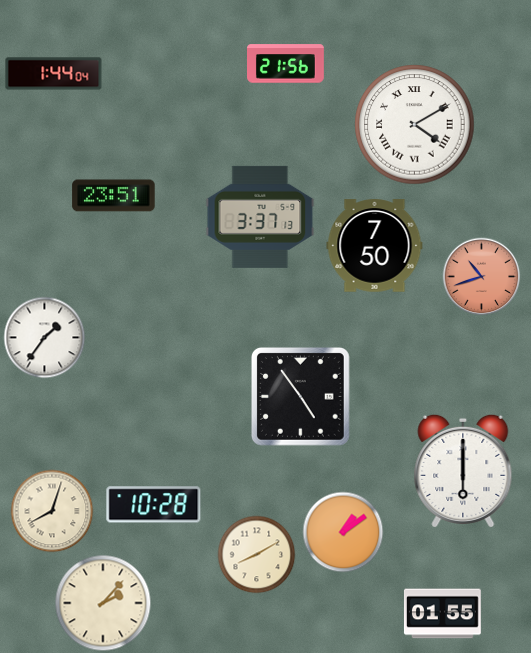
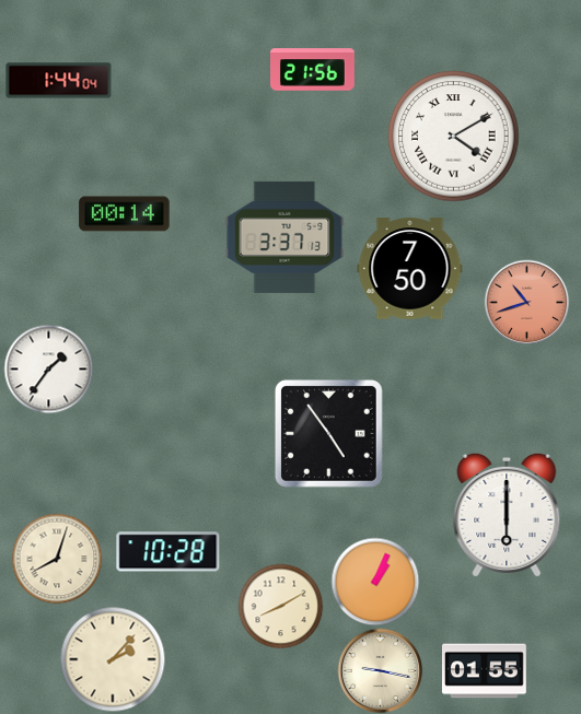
clock at (114, 196): 23:51 -> 00:14
clock at (343, 532): 1:09 -> 1:04
clock at (380, 670): none -> 9:17
